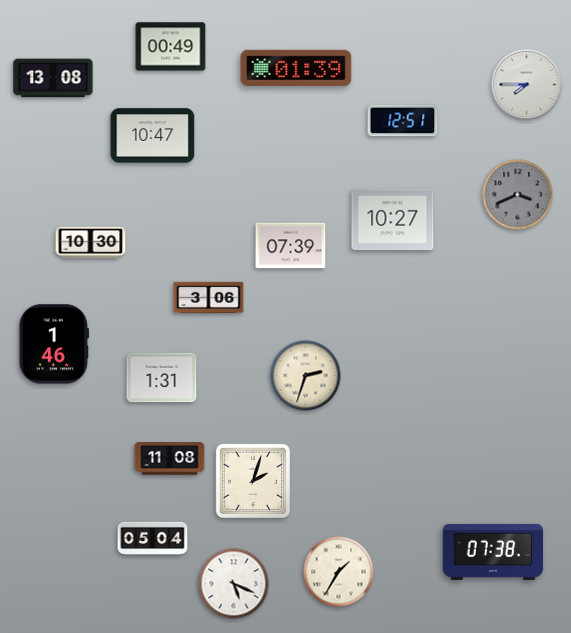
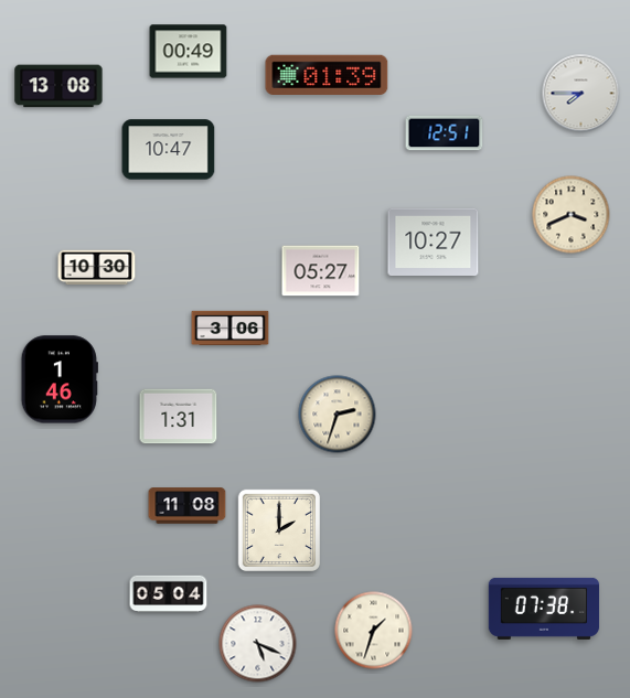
clock at (518, 195) dial: grey -> cream
clock at (91, 243) position: (91, 243) -> (97, 268)
clock at (291, 246): 07:39 -> 05:27
clock at (253, 481): 2:03 -> 2:00
clock at (339, 572): 1:35 -> 1:33
